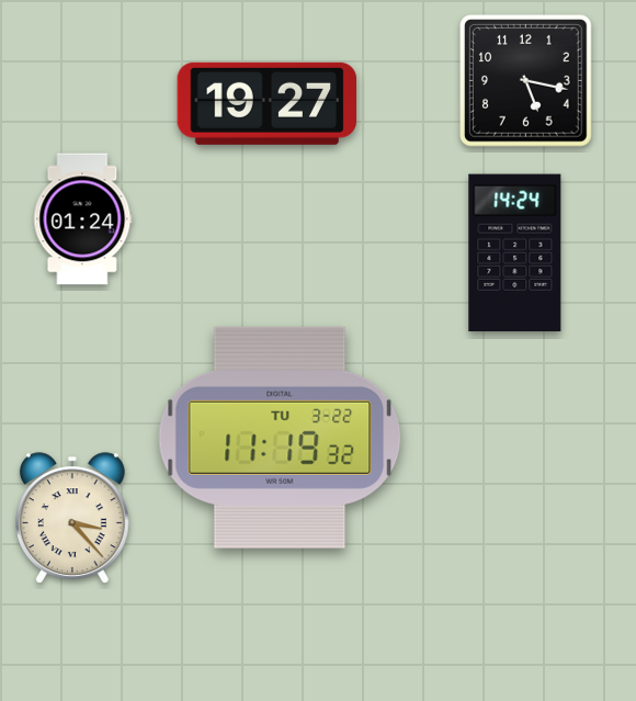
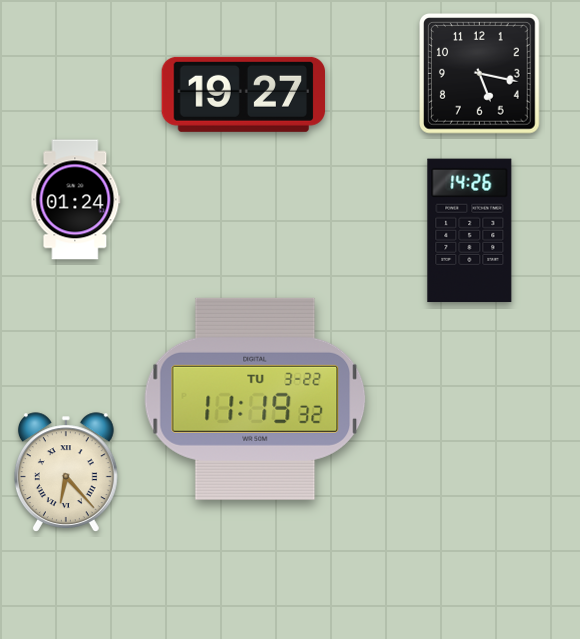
clock at (515, 253): 14:24 -> 14:26
clock at (72, 518): 3:23 -> 6:23
